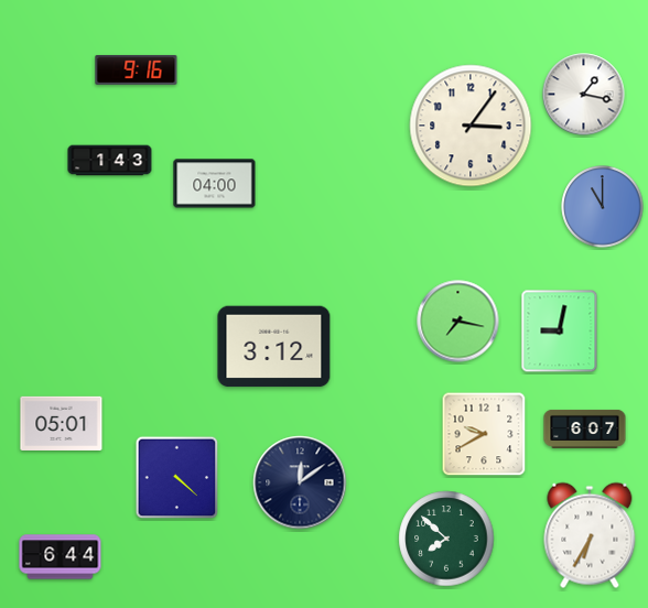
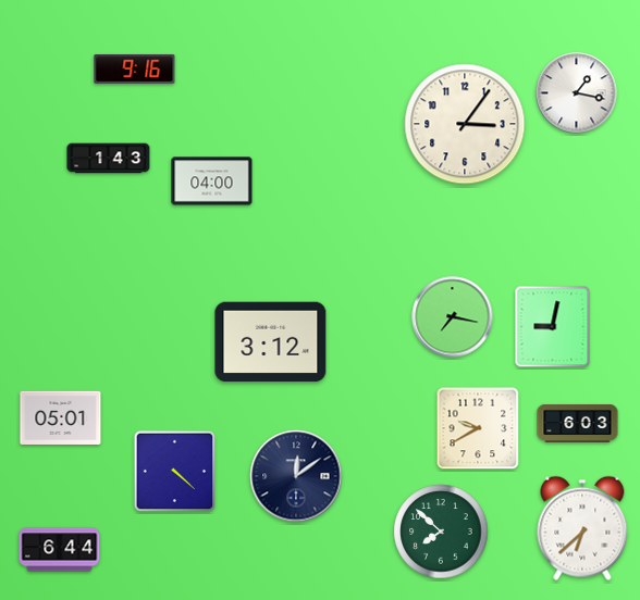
clock at (603, 207): 11:00 -> none
clock at (585, 428): 6:07 -> 6:03
clock at (590, 535): 6:35 -> 6:38
